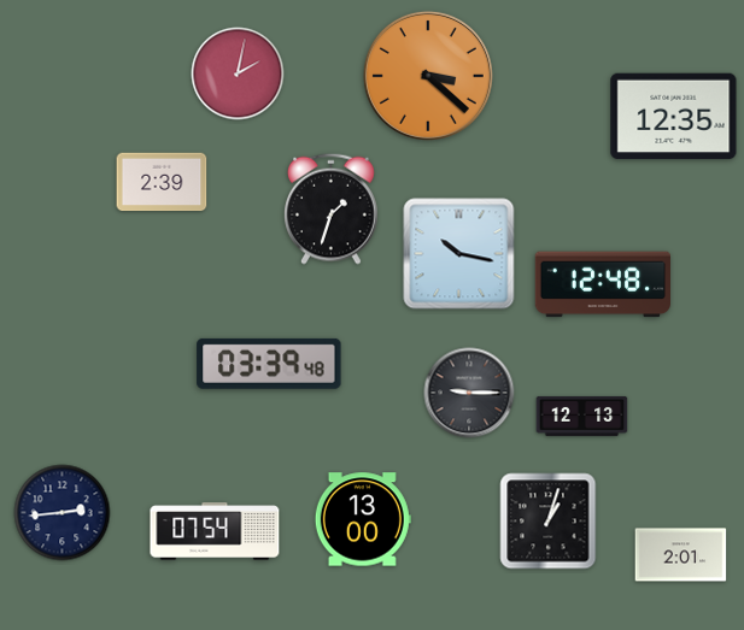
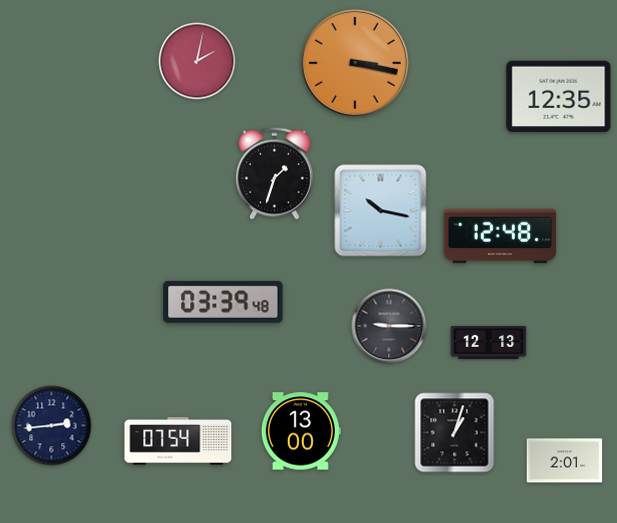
clock at (428, 76): 3:22 -> 3:17
clock at (162, 182): 2:39 -> none
clock at (582, 416) position: (582, 416) -> (489, 342)
